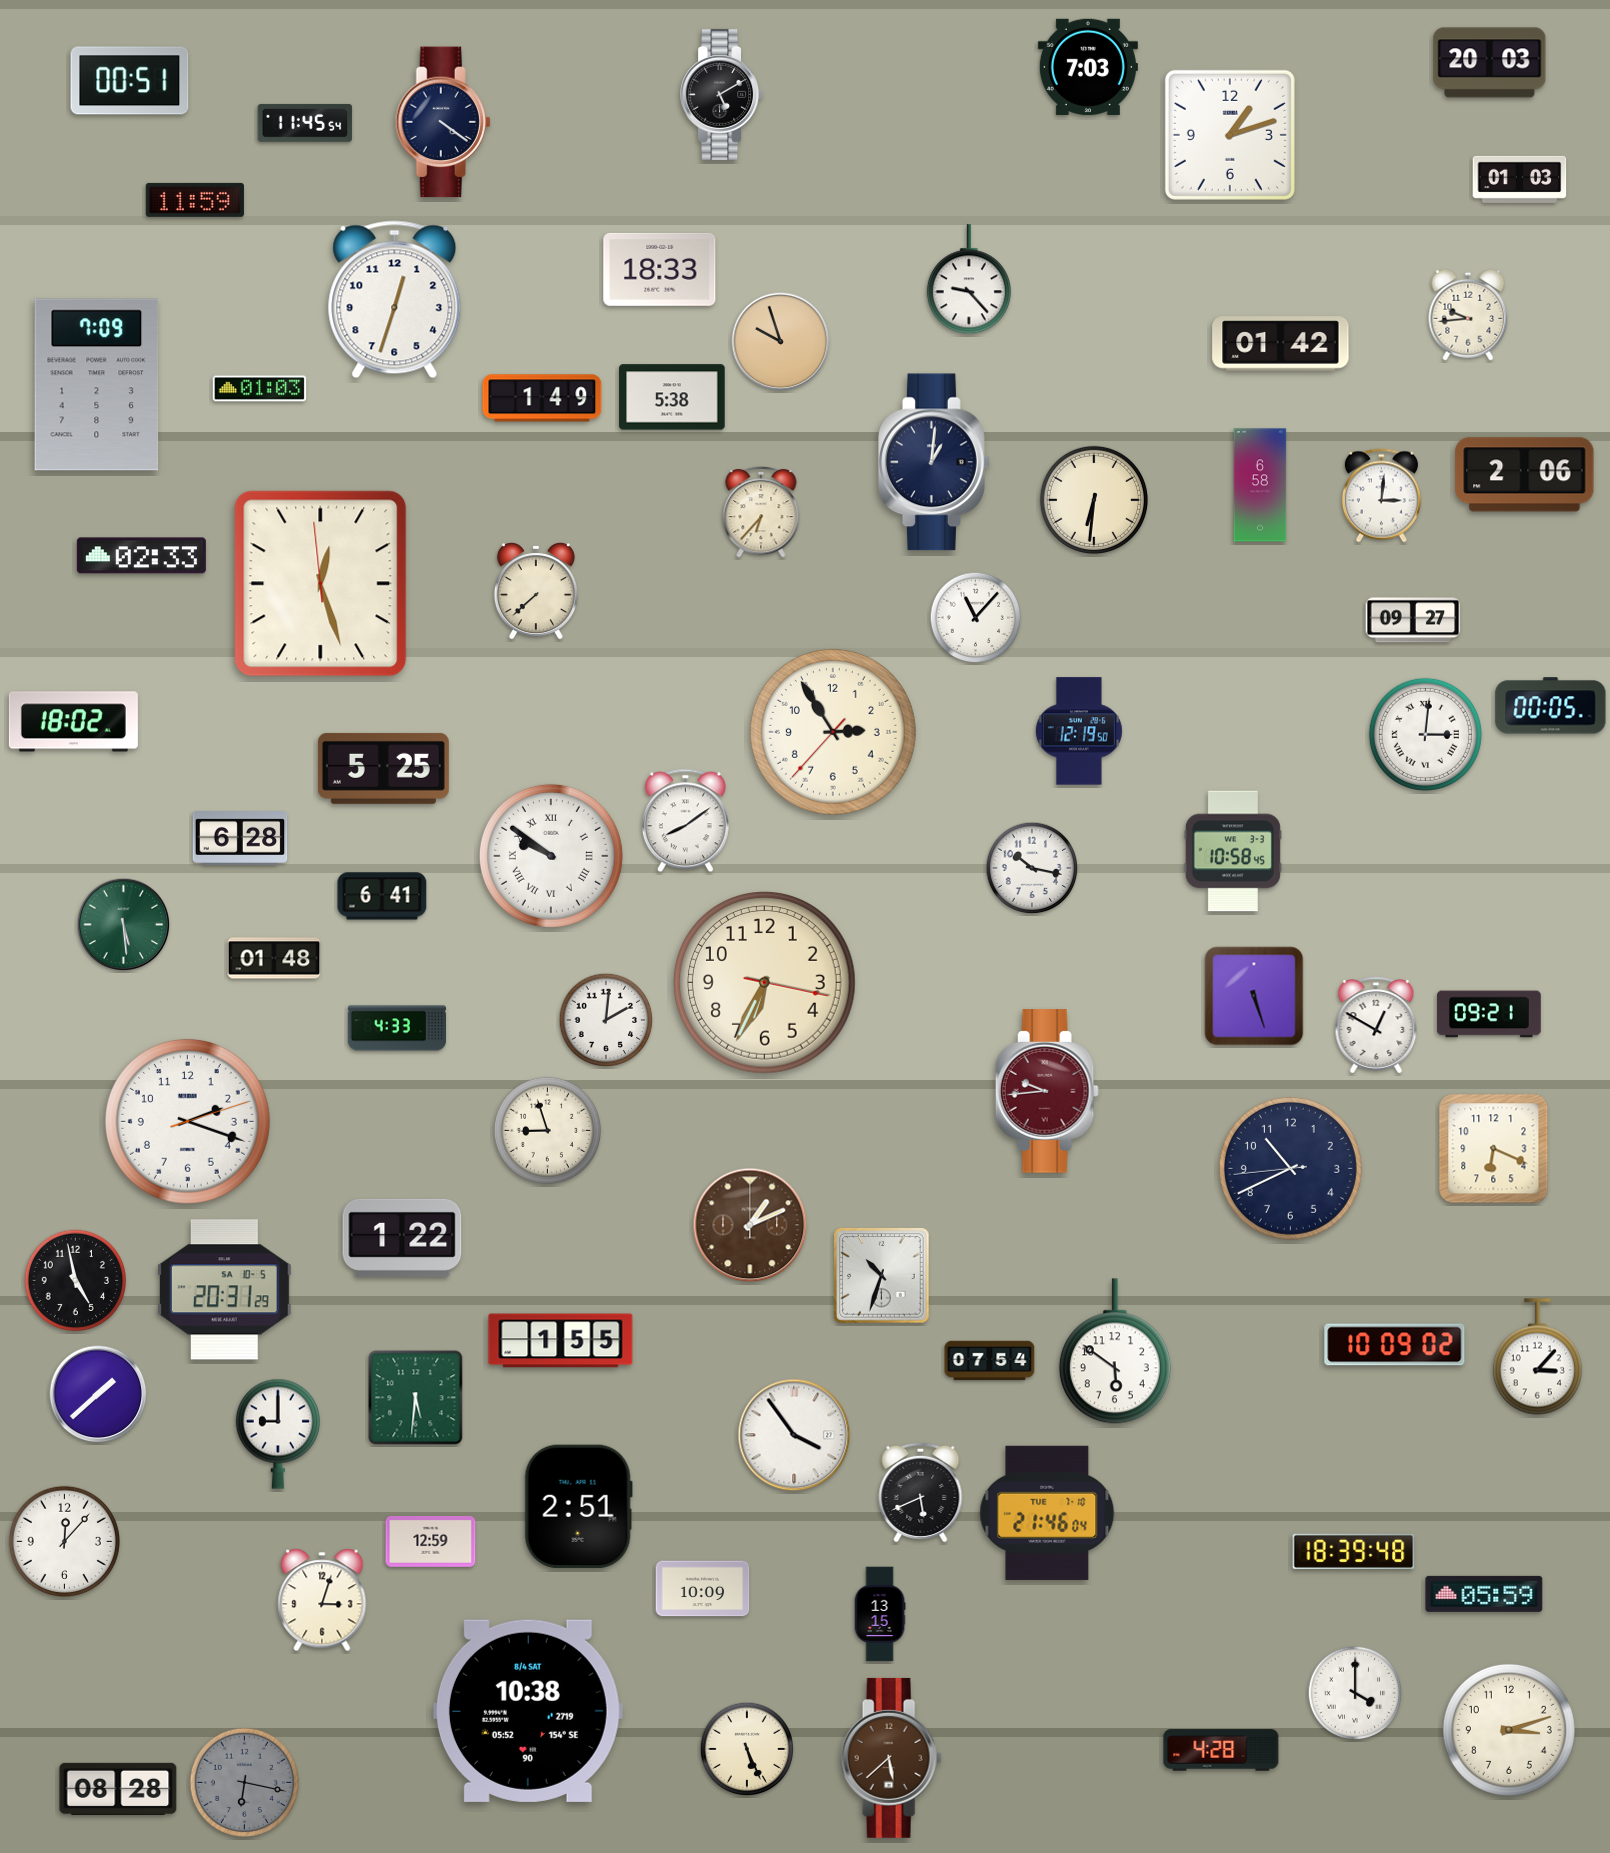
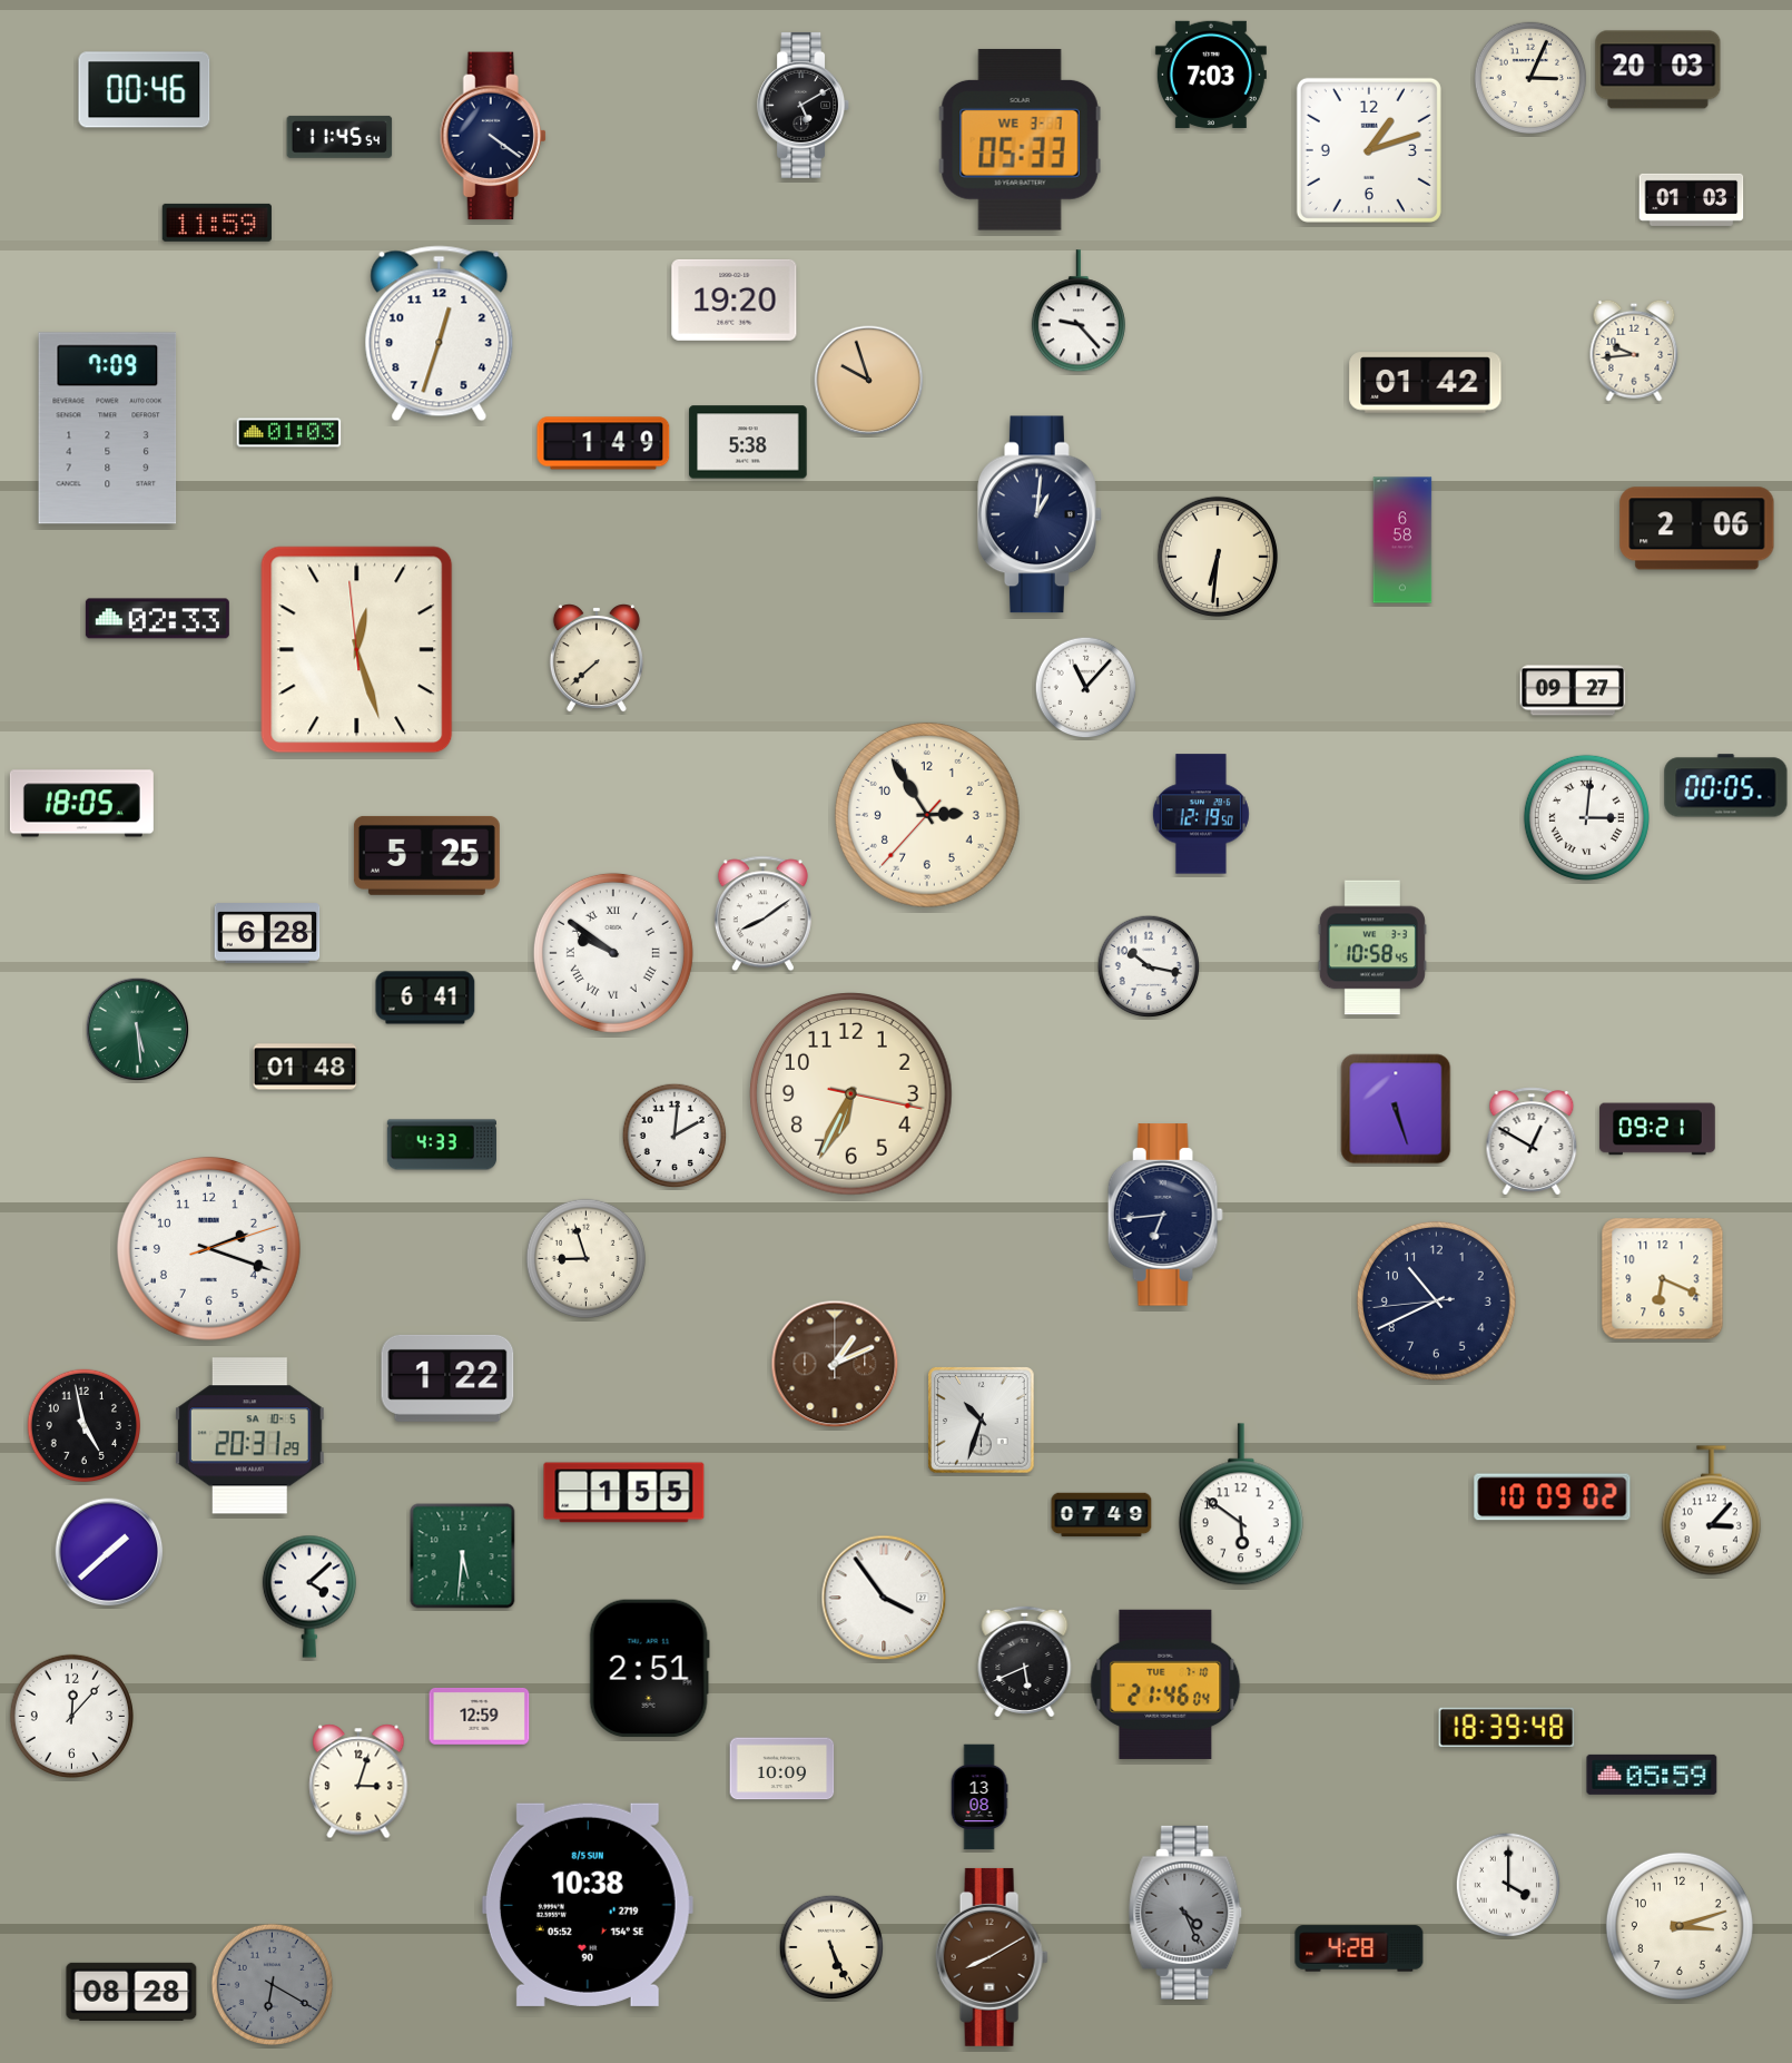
clock at (1529, 77): none -> 3:04
clock at (130, 81): 00:51 -> 00:46
clock at (1020, 139): none -> 05:33
clock at (660, 269): 18:33 -> 19:20
clock at (1381, 496): 3:01 -> none
clock at (761, 512): 6:37 -> none
clock at (73, 722): 18:02 -> 18:05
clock at (1047, 1091): 9:44 -> 6:44
clock at (1047, 1091) dial: burgundy -> navy
clock at (547, 1130) position: (547, 1130) -> (585, 1258)
clock at (990, 1361): 07:54 -> 07:49
clock at (278, 1434): 9:00 -> 4:08
clock at (578, 1507) position: (578, 1507) -> (649, 1669)
clock at (880, 1614): 13:15 -> 13:08
clock at (528, 1711) date: 8/4 SAT -> 8/5 SUN
clock at (1187, 1913): none -> 4:26
clock at (891, 1758): 5:38 -> 8:10
clock at (244, 1782): 6:17 -> 6:20
